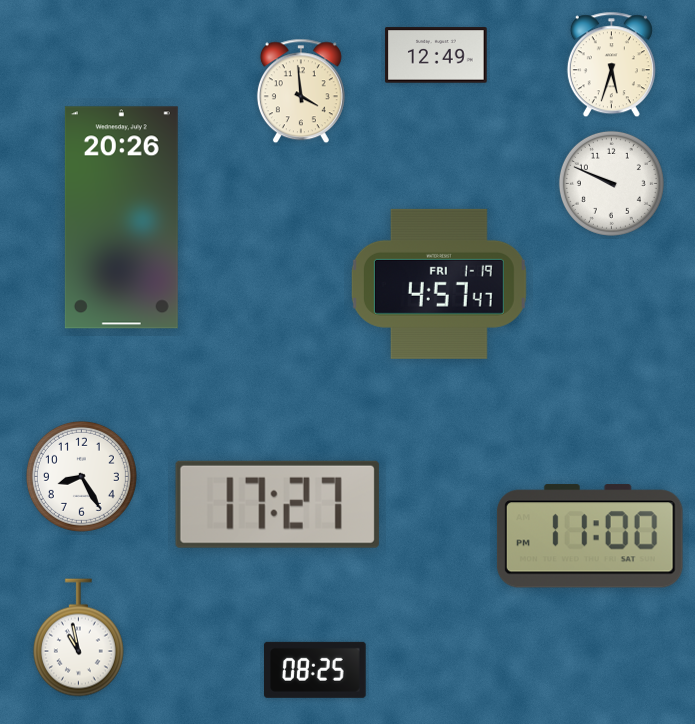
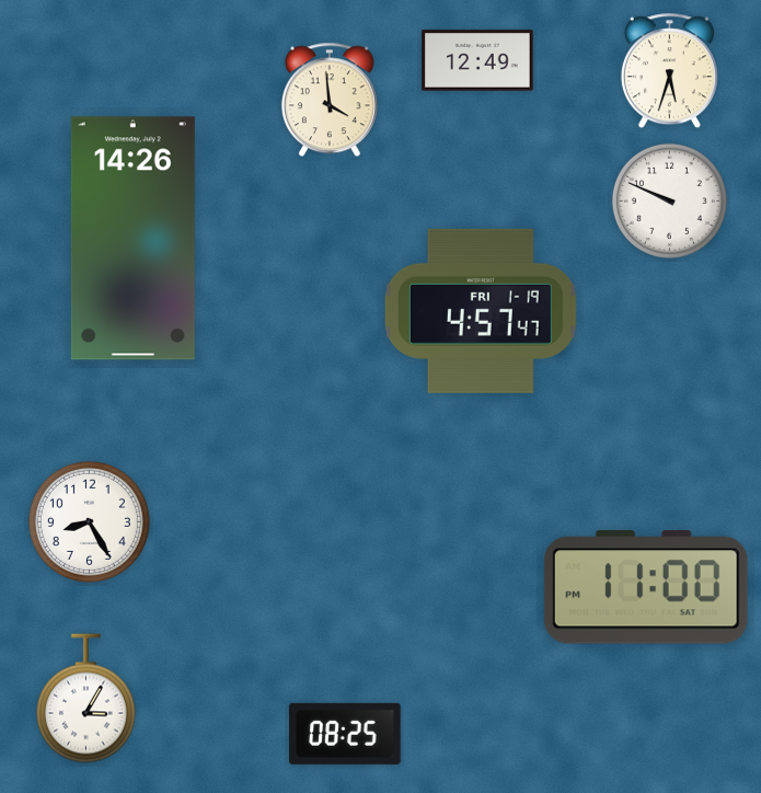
clock at (121, 218): 20:26 -> 14:26
clock at (277, 504): 17:27 -> none
clock at (78, 638): 10:58 -> 3:05
